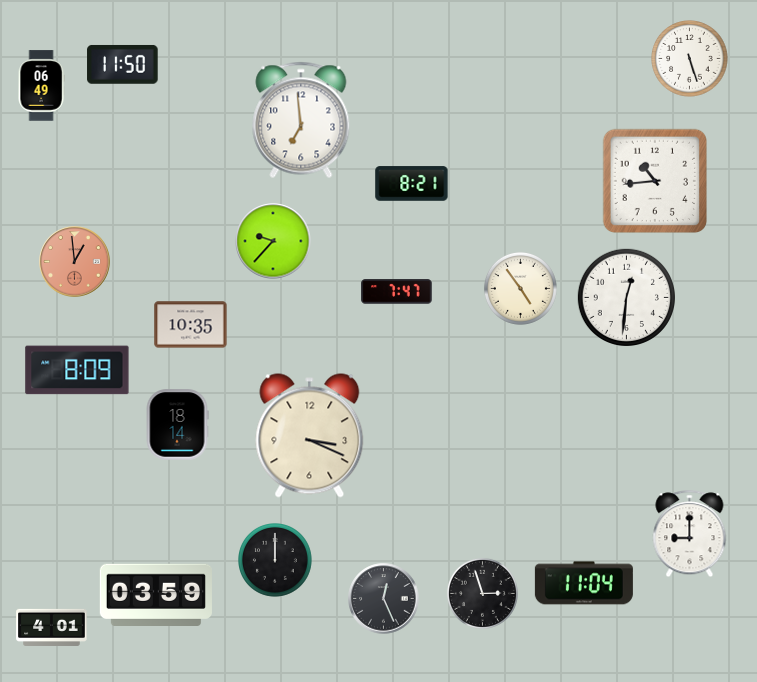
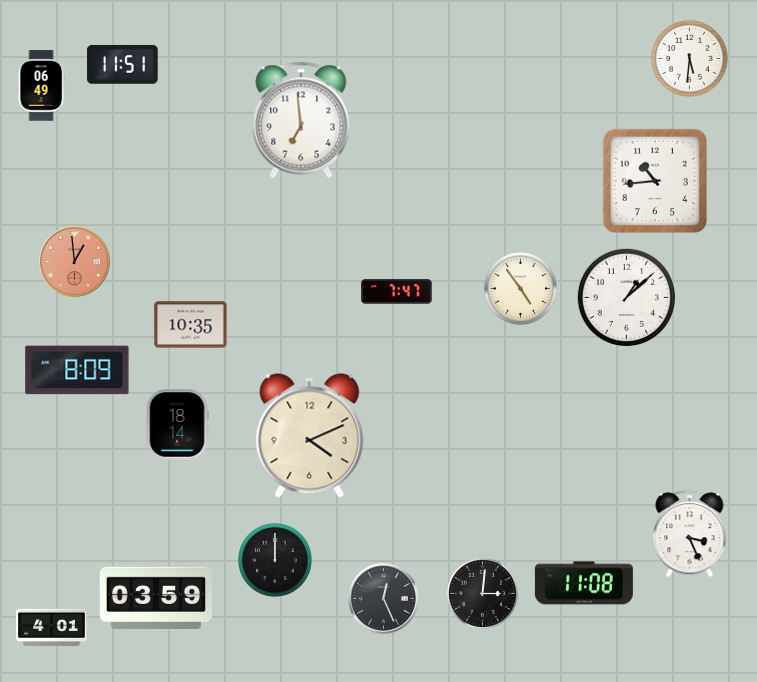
clock at (690, 59): 5:27 -> 5:31
clock at (123, 65): 11:50 -> 11:51
clock at (412, 184): 8:21 -> none
clock at (273, 241): 9:37 -> none
clock at (626, 297): 12:31 -> 1:08
clock at (310, 436): 3:19 -> 4:11
clock at (690, 534): 9:00 -> 3:26
clock at (584, 583): 11:04 -> 11:08
clock at (482, 593): 2:57 -> 3:01
clock at (156, 594) position: (156, 594) -> (156, 597)
